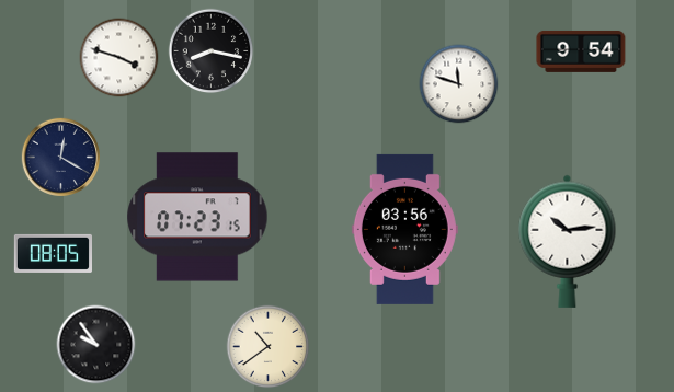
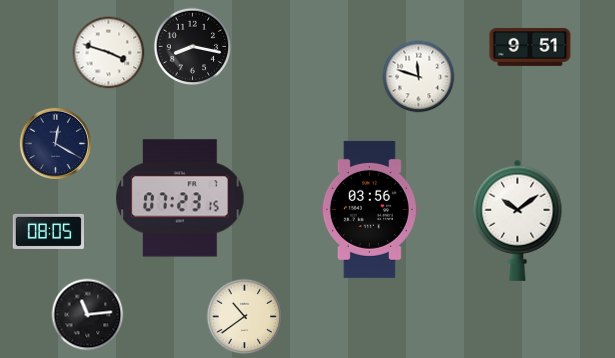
clock at (581, 51): 9:54 -> 9:51
clock at (568, 241): 10:14 -> 10:09
clock at (96, 345): 9:54 -> 11:14
